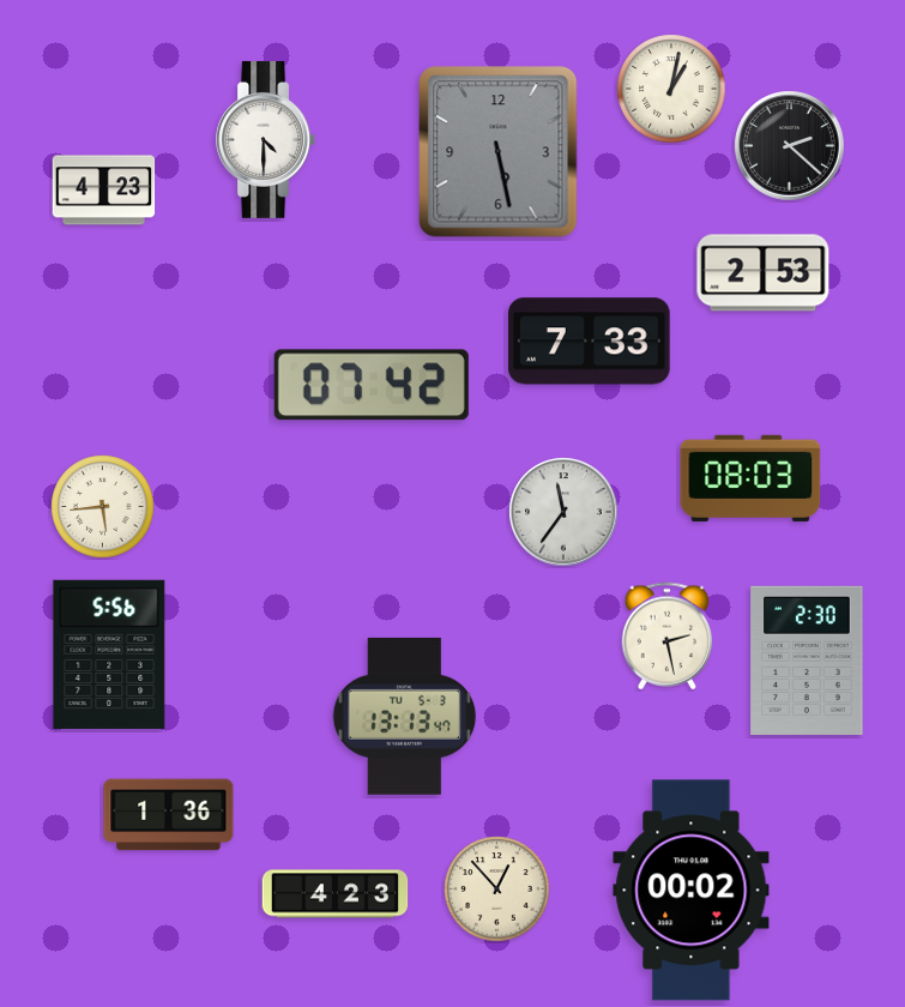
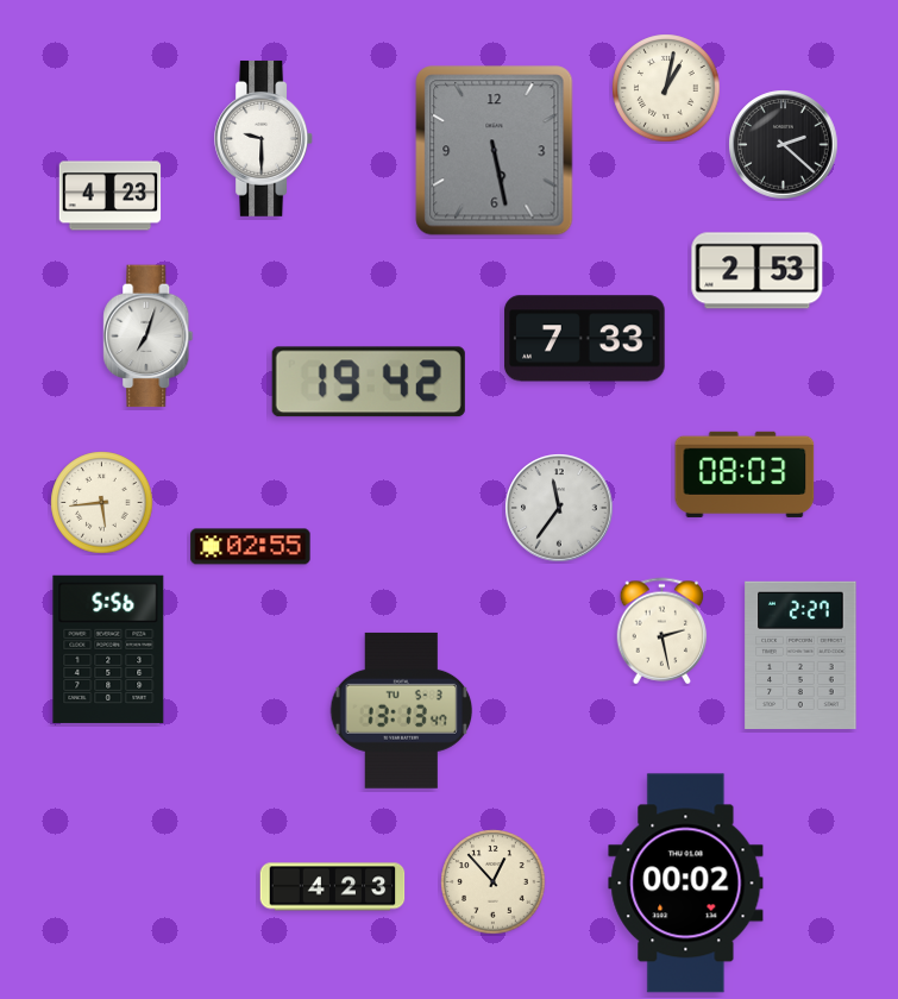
clock at (266, 139): 4:30 -> 9:30
clock at (104, 191) position: (104, 191) -> (111, 196)
clock at (149, 337): none -> 7:03
clock at (372, 385): 07:42 -> 19:42
clock at (251, 547): none -> 02:55
clock at (807, 661): 2:30 -> 2:27
clock at (169, 815): 1:36 -> none
